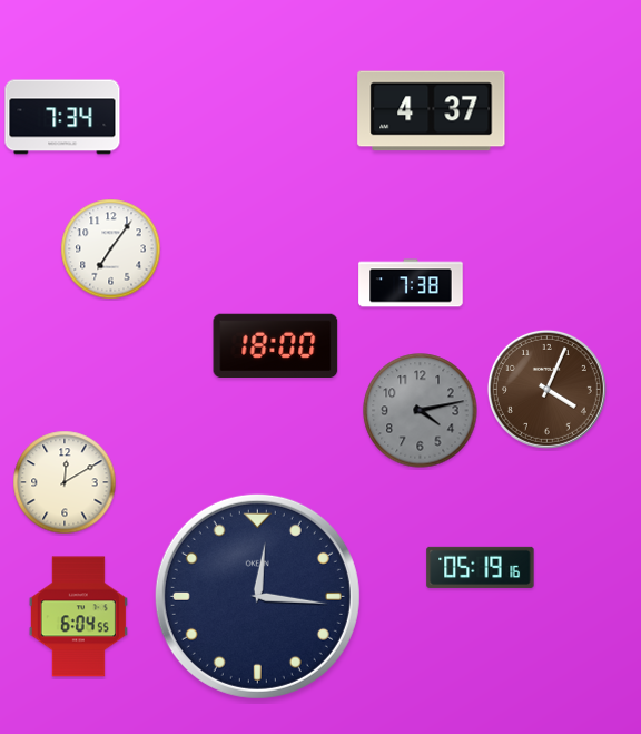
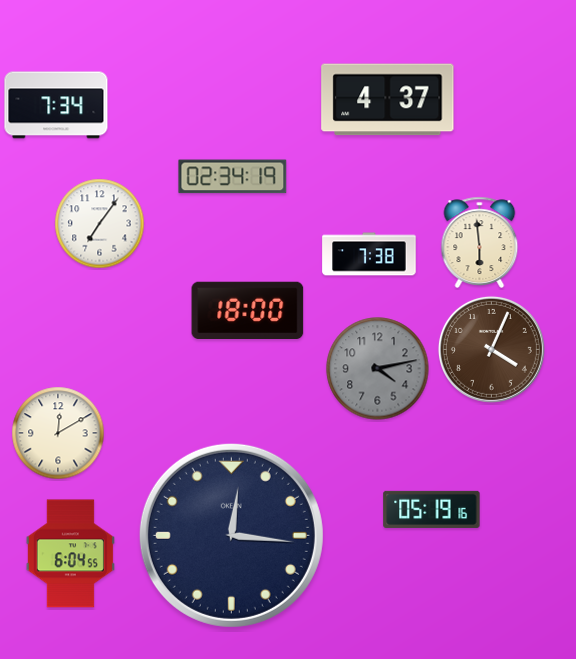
clock at (233, 177): none -> 02:34
clock at (480, 242): none -> 5:59
